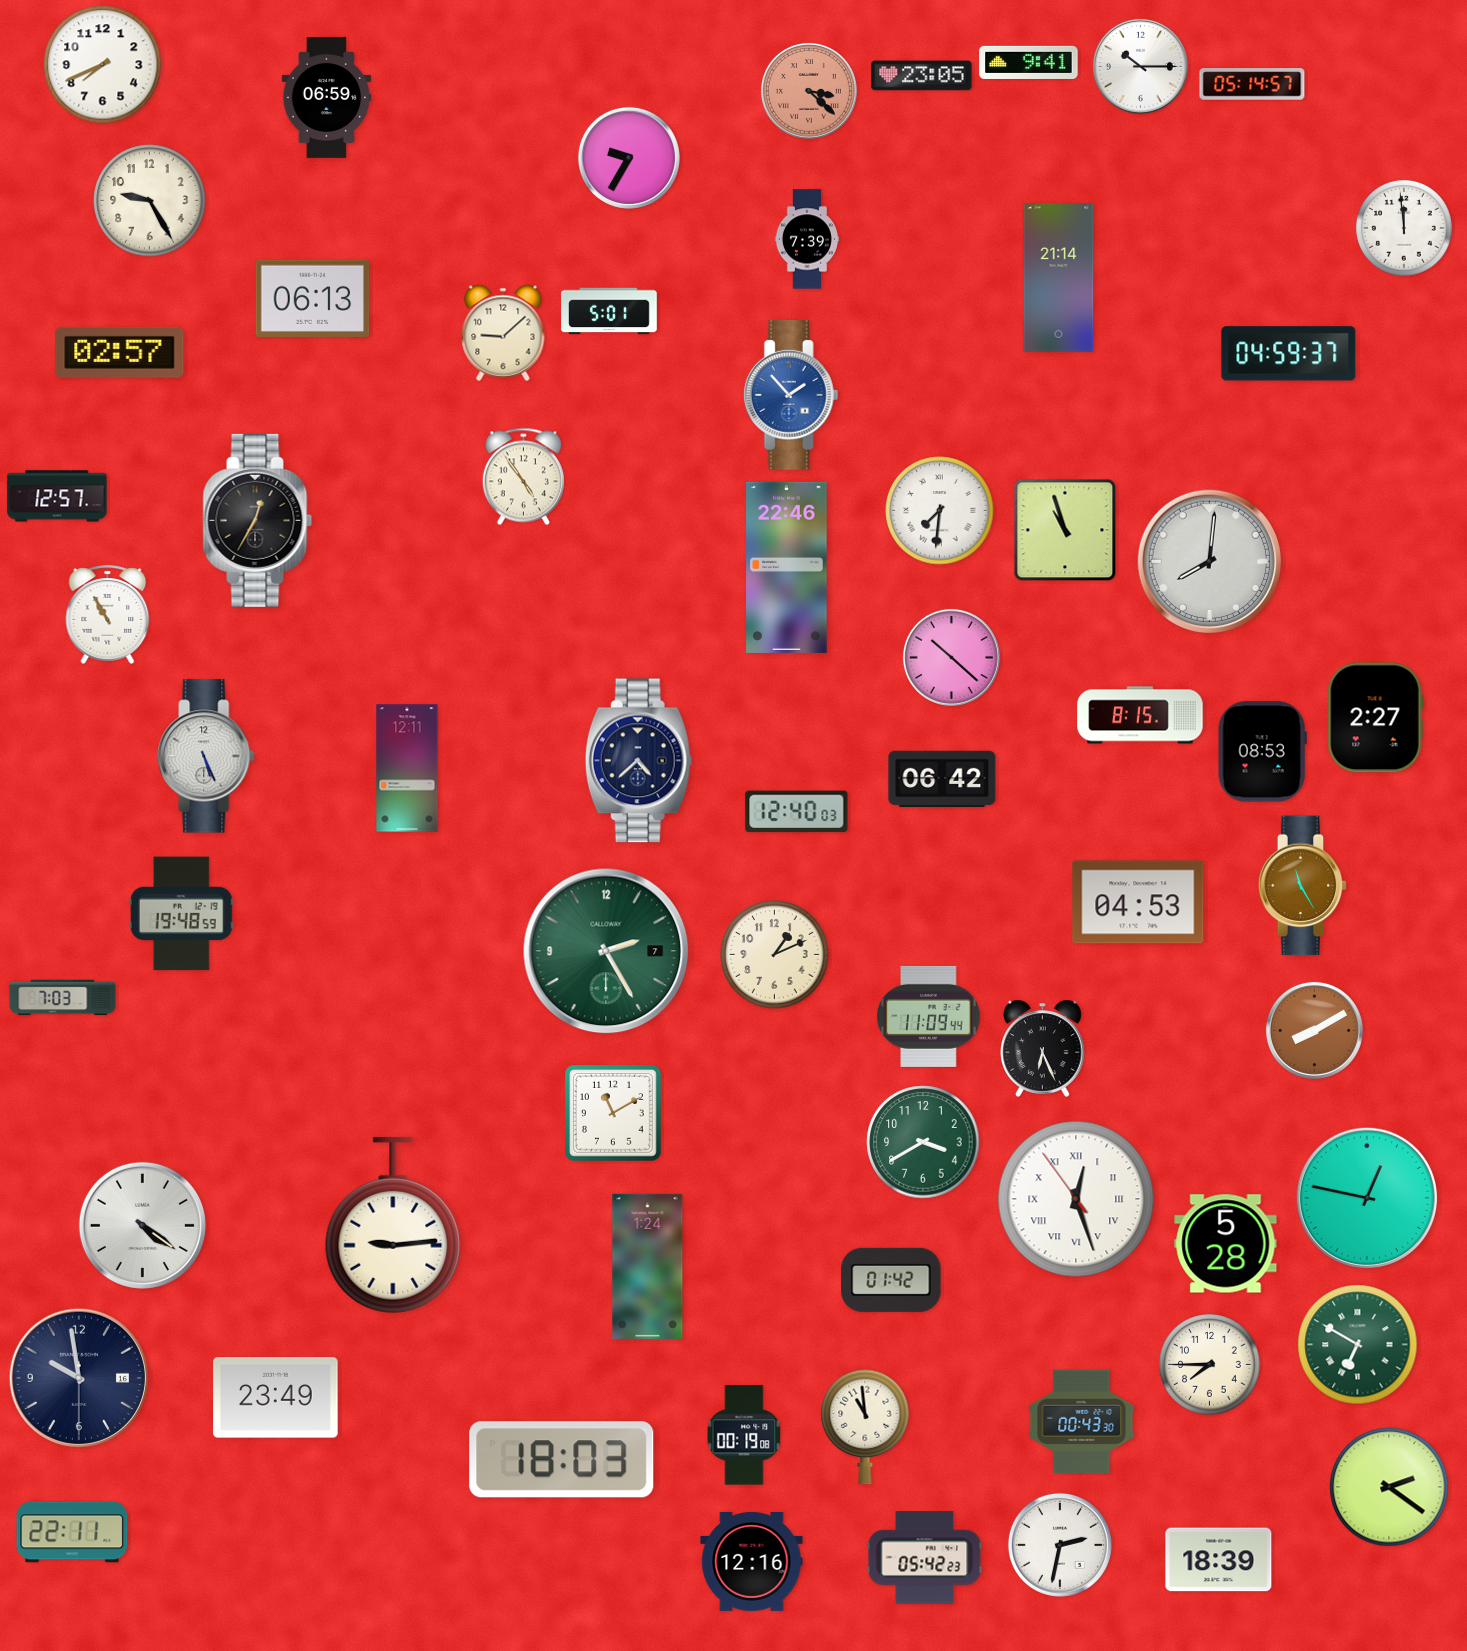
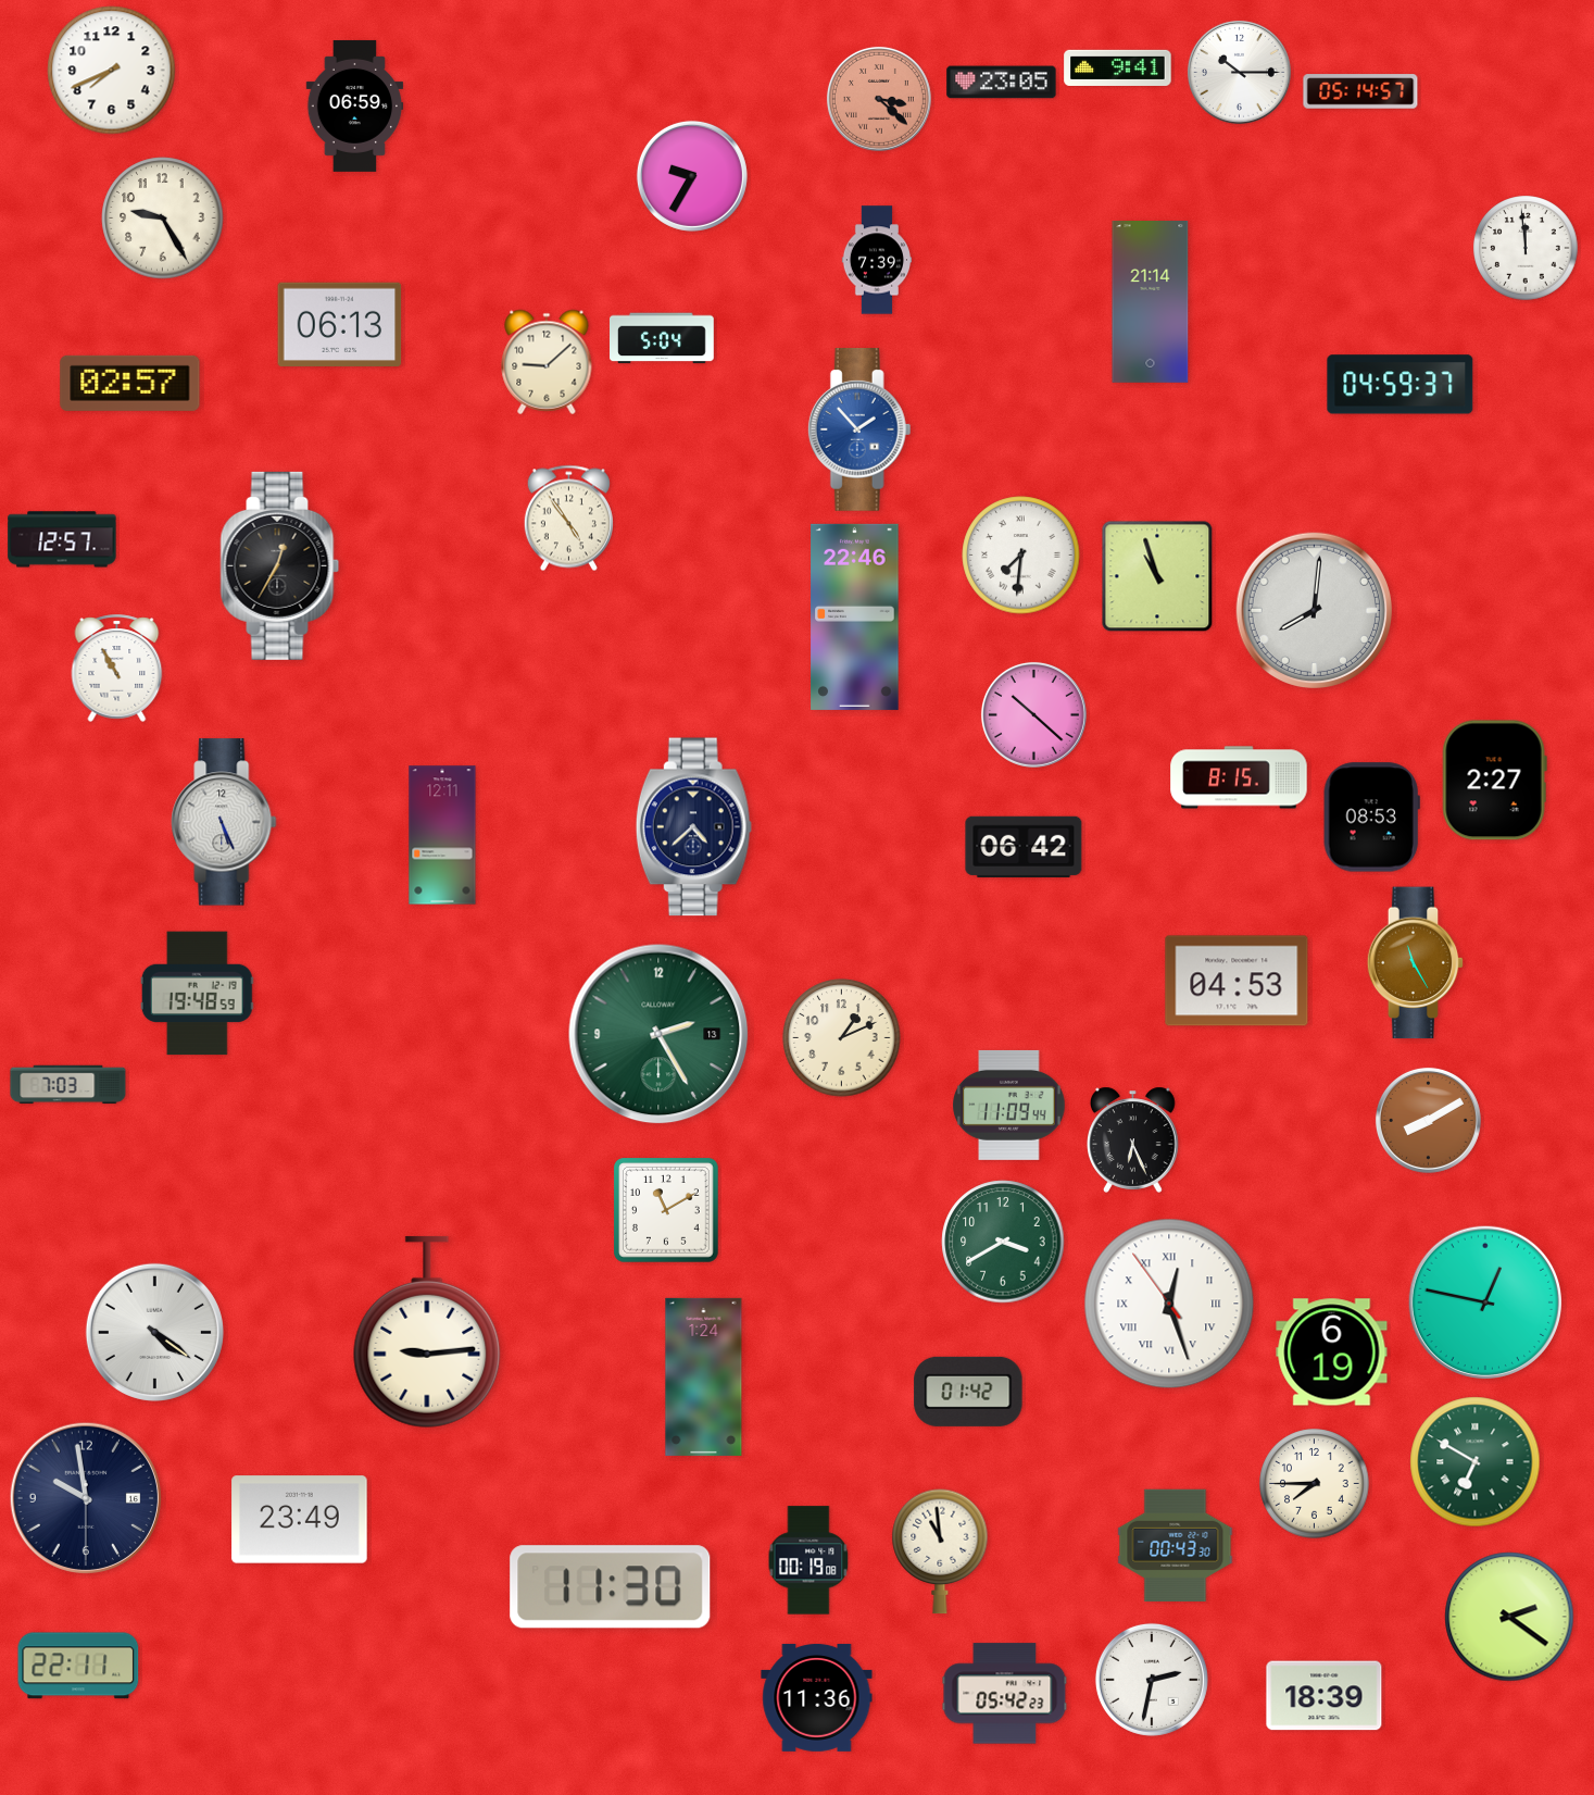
clock at (629, 158) position: (629, 158) -> (692, 176)
clock at (610, 311): 5:01 -> 5:04
clock at (797, 812): 12:40 -> none
clock at (606, 951) date: 7 -> 13
clock at (1226, 1244): 5:28 -> 6:19
clock at (562, 1460): 18:03 -> 11:30
clock at (752, 1561): 12:16 -> 11:36
